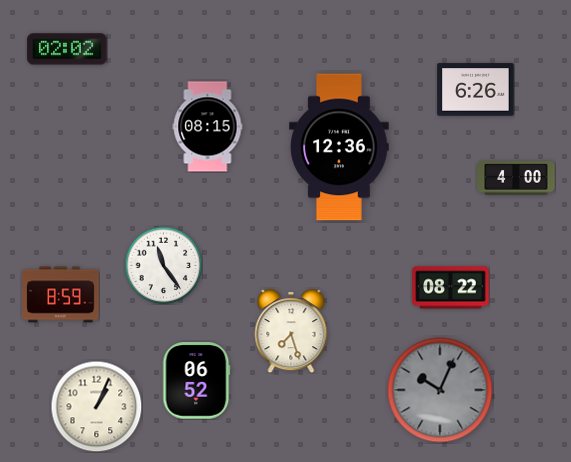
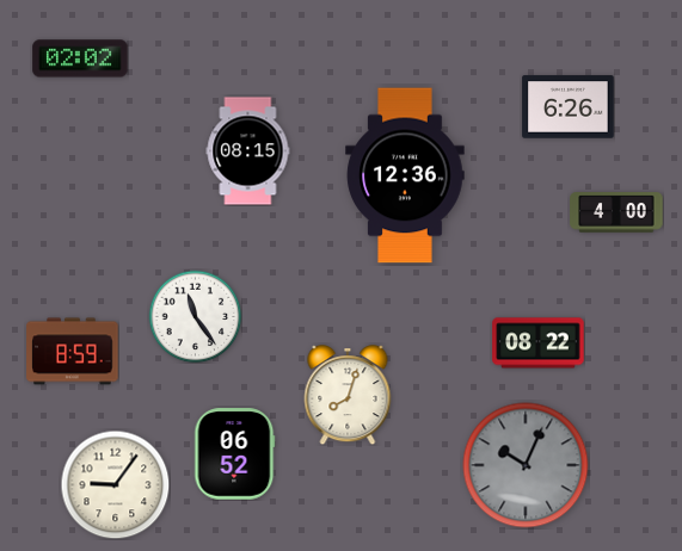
clock at (291, 331): 7:27 -> 8:03
clock at (96, 406): 1:04 -> 9:06
